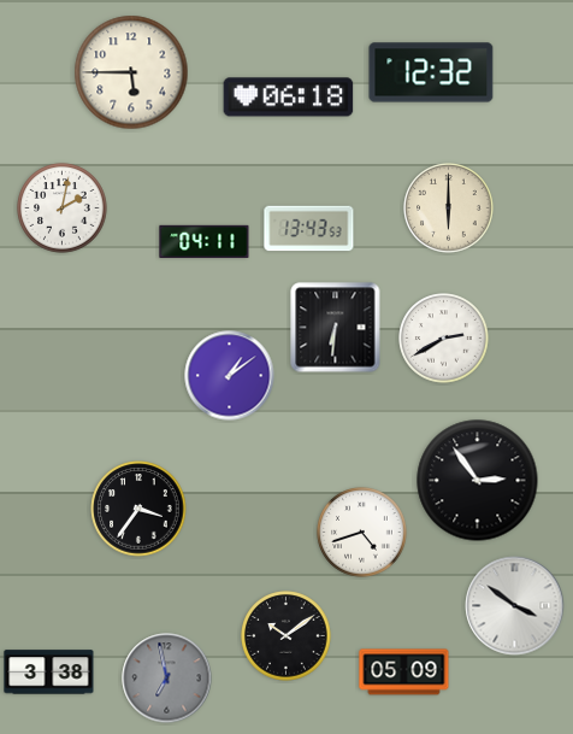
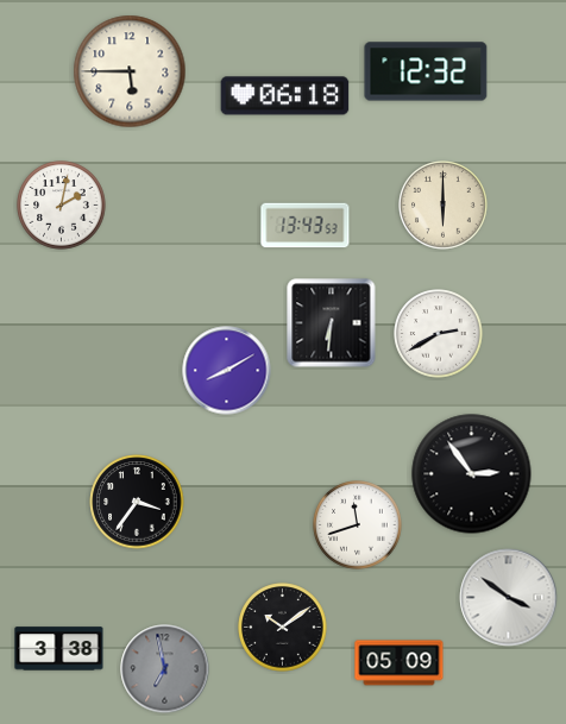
clock at (205, 241): 04:11 -> none
clock at (230, 376): 1:09 -> 8:10
clock at (362, 533): 4:42 -> 11:42
clock at (49, 673) position: (49, 673) -> (59, 649)
